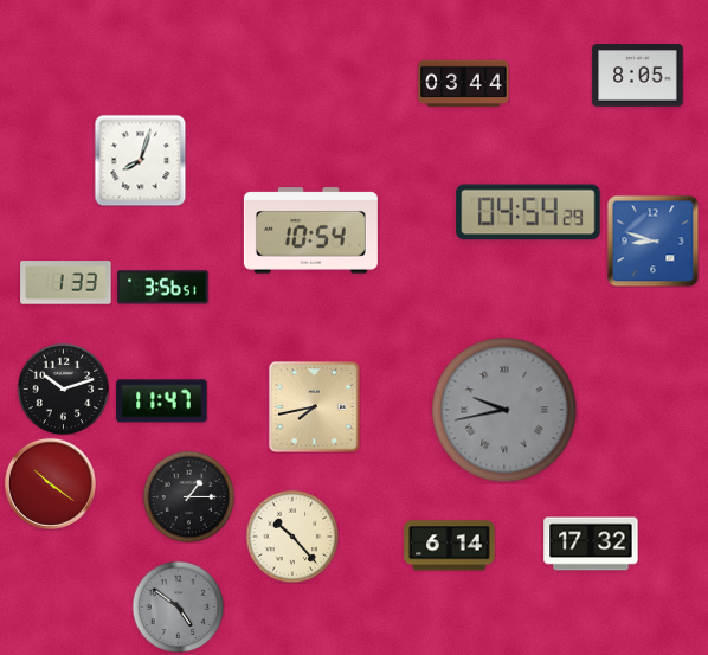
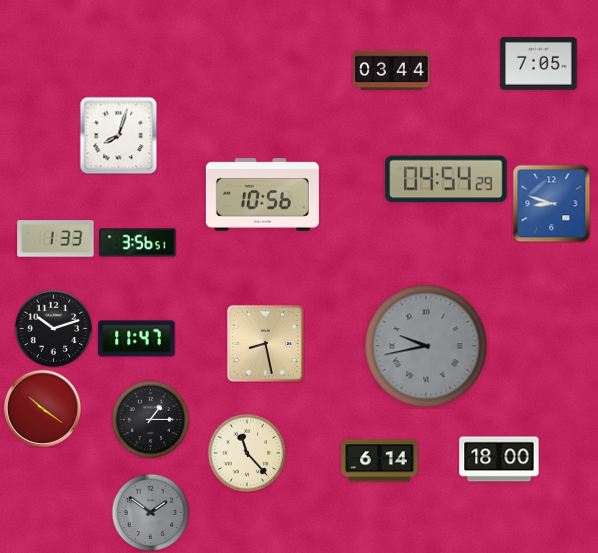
clock at (638, 76): 8:05 -> 7:05
clock at (310, 231): 10:54 -> 10:56
clock at (314, 406): 7:43 -> 8:28
clock at (188, 496) position: (188, 496) -> (150, 419)
clock at (292, 537): 10:23 -> 11:23
clock at (591, 544): 17:32 -> 18:00
clock at (178, 606): 4:51 -> 1:51
